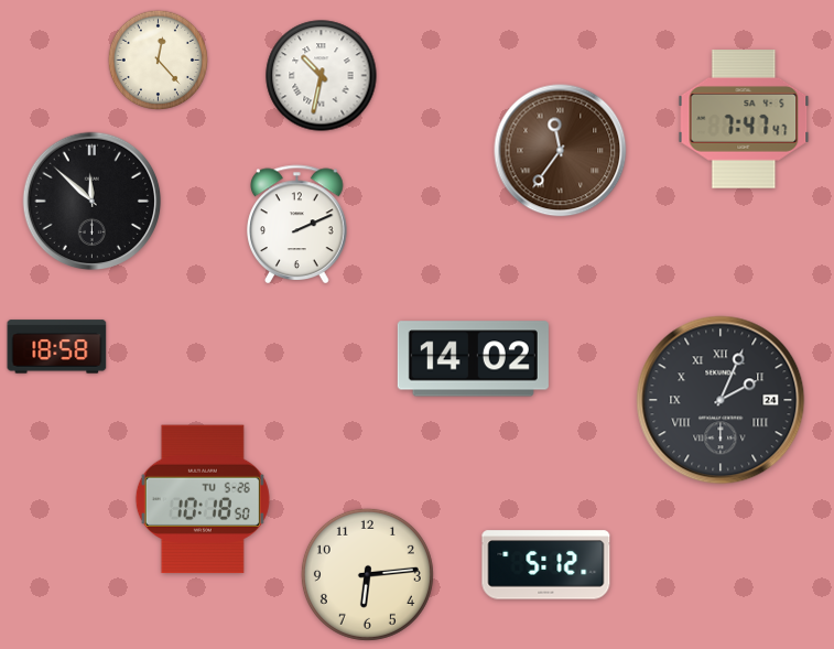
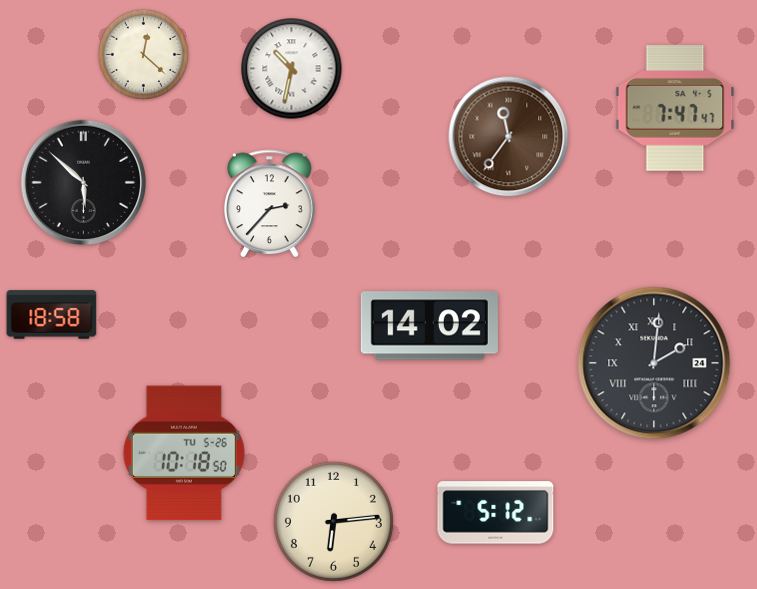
clock at (158, 60): 12:23 -> 12:22
clock at (93, 202): 11:52 -> 5:52
clock at (297, 224): 2:11 -> 2:37
clock at (721, 400): 2:04 -> 2:01
